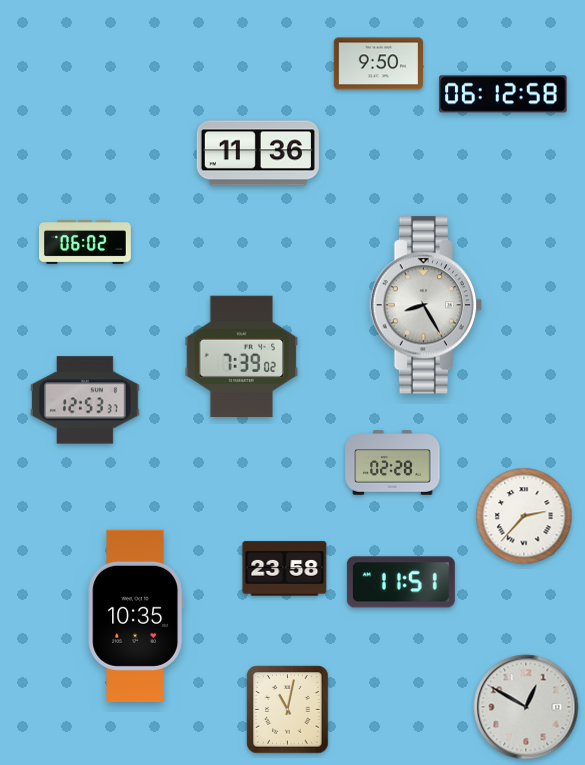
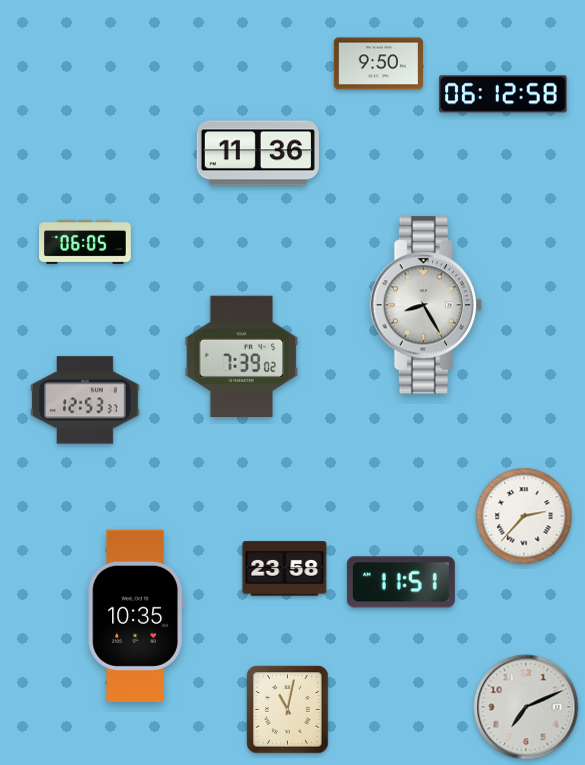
clock at (86, 242): 06:02 -> 06:05
clock at (393, 463): 02:28 -> none
clock at (526, 707): 12:50 -> 7:11
